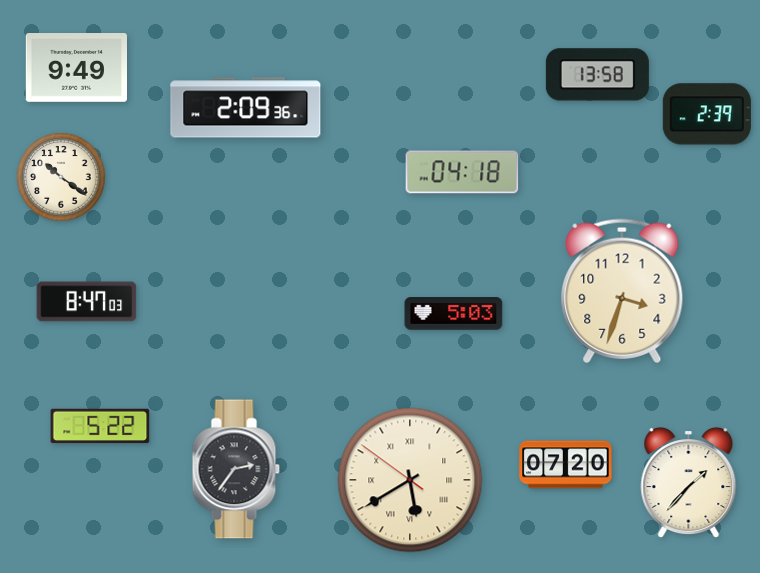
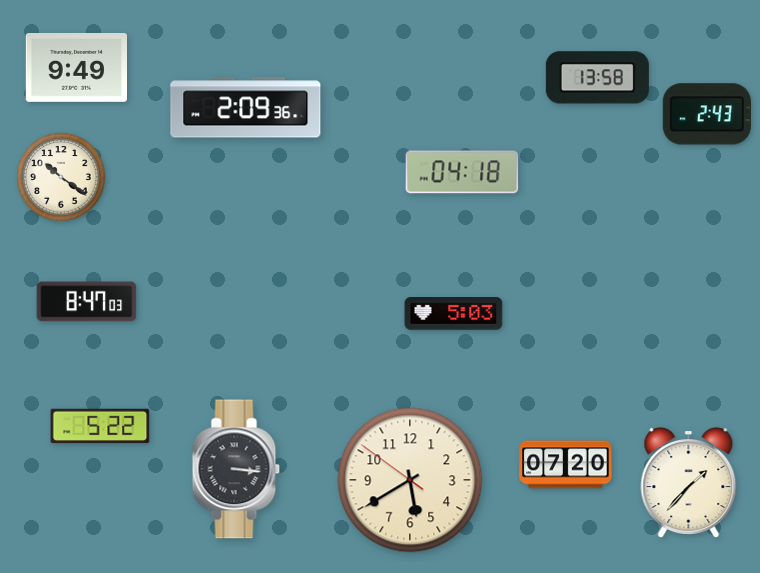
clock at (597, 75) position: (597, 75) -> (597, 78)
clock at (707, 114): 2:39 -> 2:43
clock at (622, 291): 3:33 -> none
clock at (236, 469): 2:36 -> 3:16
clock at (410, 480) numerals: Roman -> Arabic
